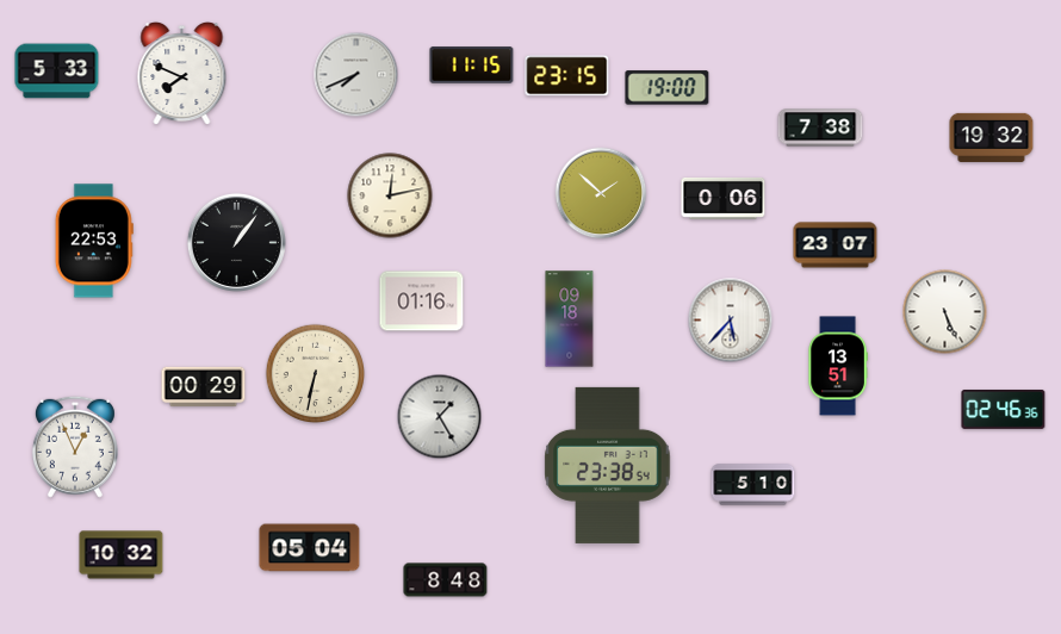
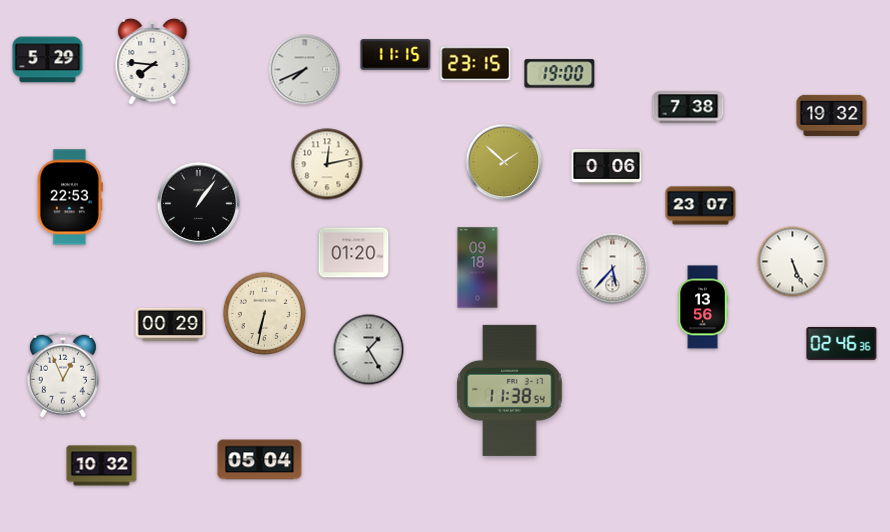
clock at (57, 72): 5:33 -> 5:29
clock at (182, 74): 7:49 -> 7:46
clock at (356, 75) position: (356, 75) -> (305, 70)
clock at (94, 241) position: (94, 241) -> (70, 197)
clock at (422, 302): 01:16 -> 01:20
clock at (838, 366): 13:51 -> 13:56
clock at (608, 465): 23:38 -> 11:38
clock at (753, 485): 5:10 -> none
clock at (446, 580): 8:48 -> none
